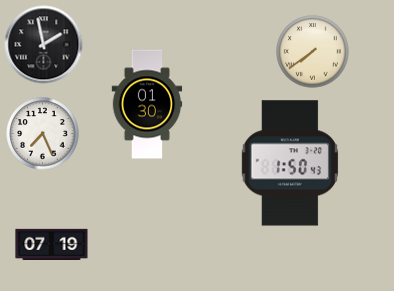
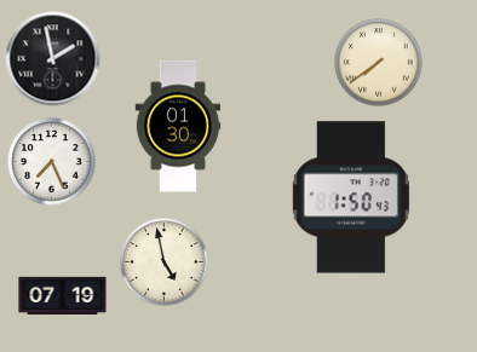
clock at (44, 45) position: (44, 45) -> (53, 59)
clock at (165, 262): none -> 4:58
